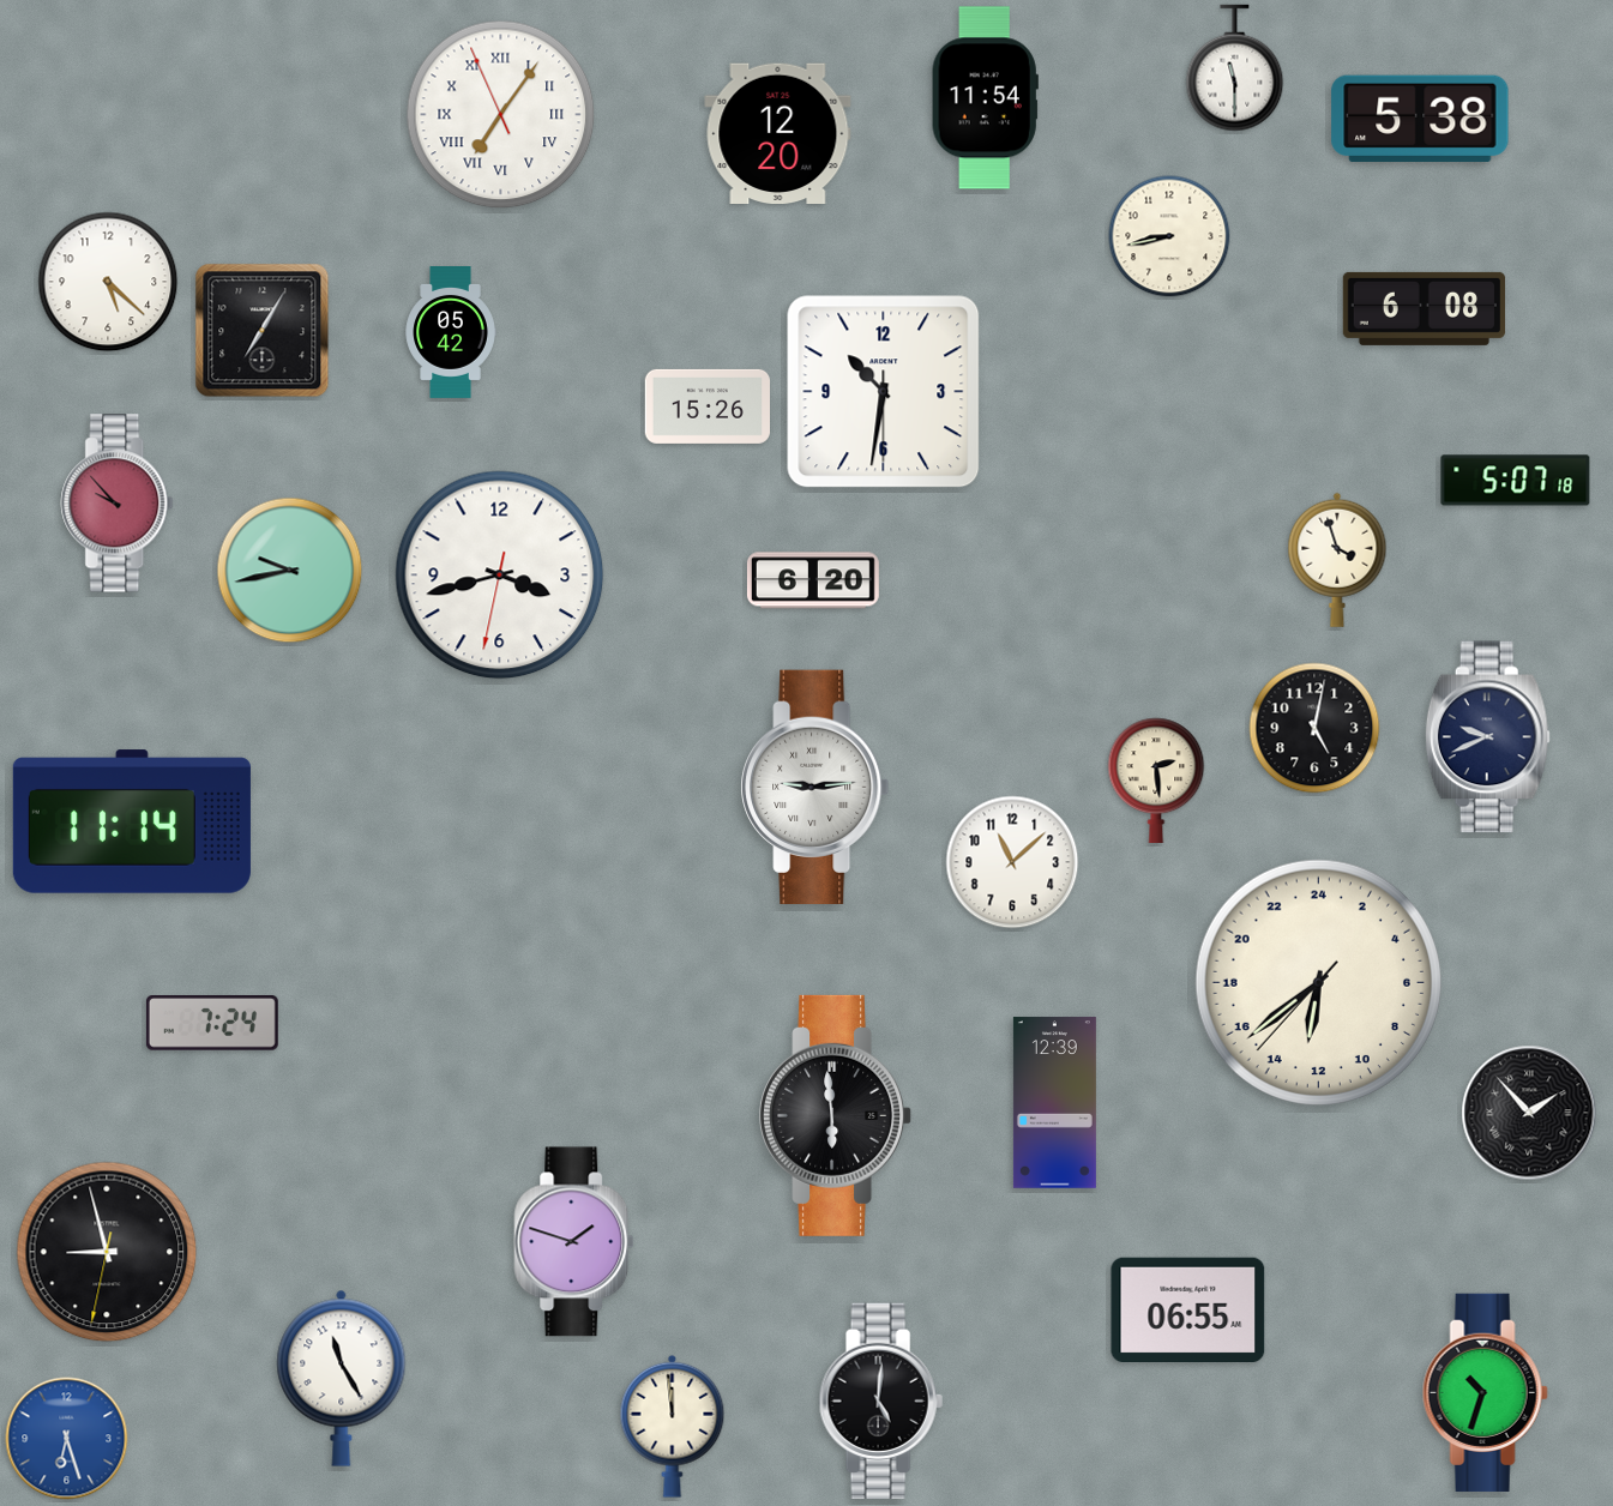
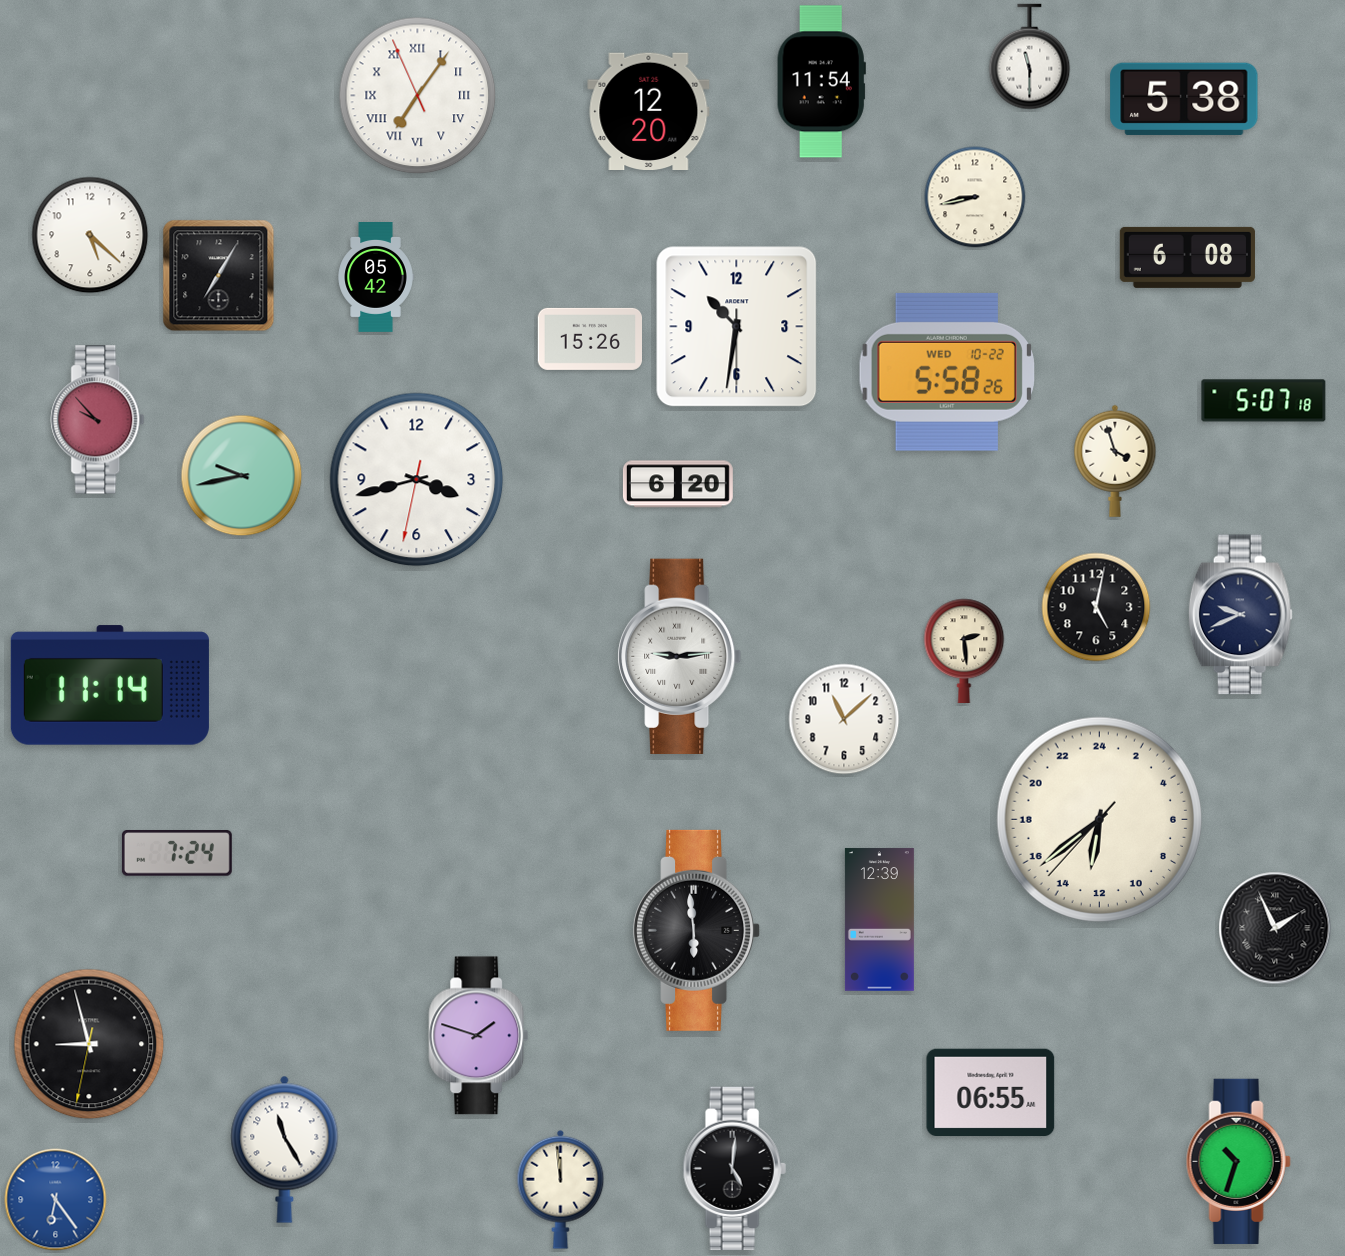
clock at (947, 372): none -> 5:58
clock at (1337, 560) position: (1337, 560) -> (1115, 461)
clock at (1529, 1113): 1:53 -> 1:56
clock at (67, 1439): 6:27 -> 6:24
